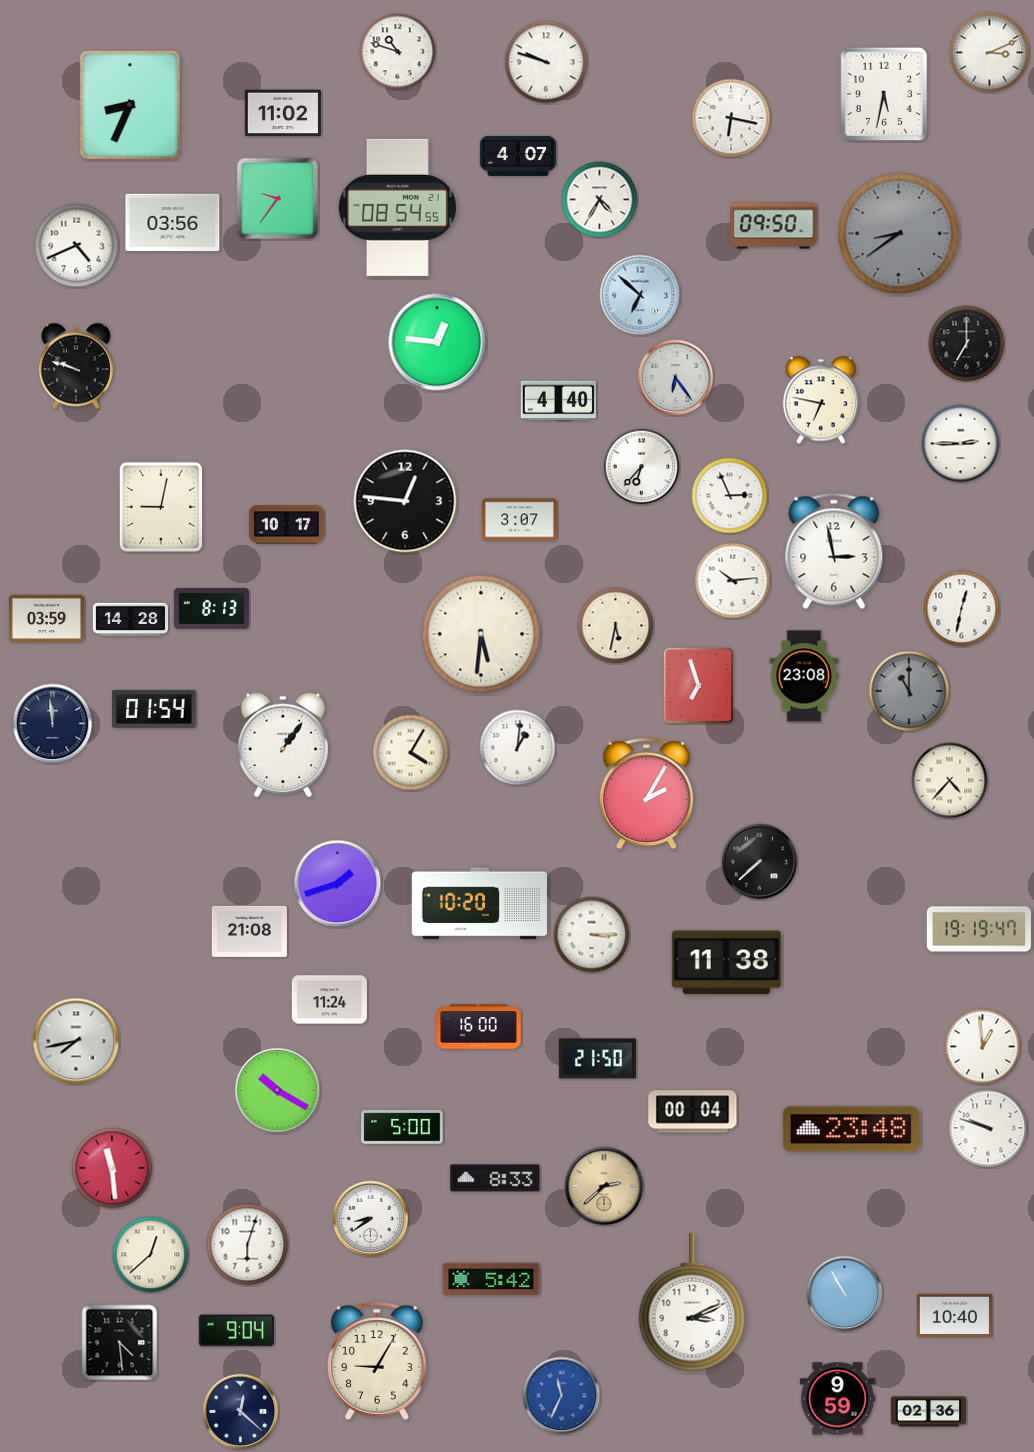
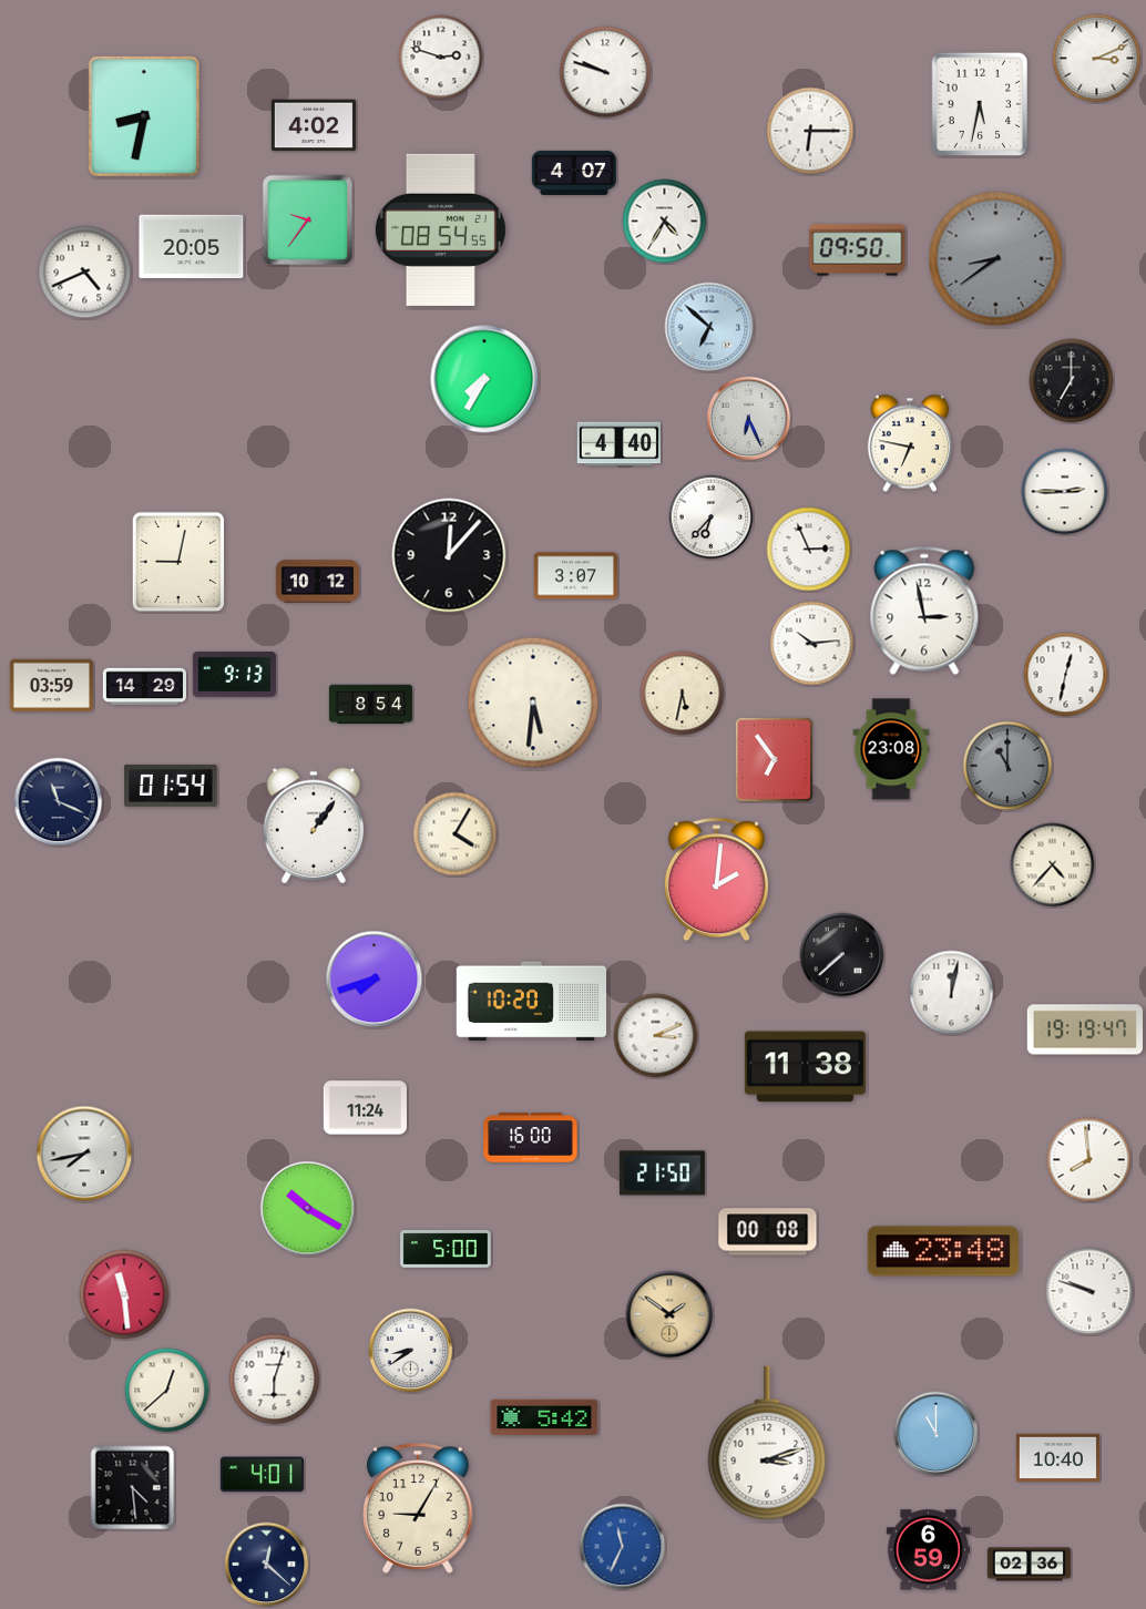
clock at (398, 52): 10:48 -> 2:48
clock at (546, 62) position: (546, 62) -> (605, 72)
clock at (130, 105): 8:34 -> 8:32
clock at (283, 113): 11:02 -> 4:02
clock at (731, 118): 6:17 -> 6:15
clock at (173, 223): 03:56 -> 20:05
clock at (437, 342): 12:46 -> 7:35
clock at (76, 366): 9:48 -> none
clock at (676, 378): 6:24 -> 6:26
clock at (405, 501): 12:46 -> 12:07
clock at (286, 525): 10:17 -> 10:12
clock at (211, 609): 8:13 -> 9:13
clock at (130, 620): 14:28 -> 14:29
clock at (370, 705): none -> 8:54
clock at (698, 685): 6:57 -> 6:54
clock at (53, 724): 11:59 -> 11:19
clock at (518, 748): 1:01 -> none
clock at (646, 794): 2:05 -> 2:01
clock at (338, 884): 1:42 -> 7:42
clock at (952, 993): none -> 12:02
clock at (249, 931): 21:08 -> none
clock at (592, 935): 3:15 -> 3:11
clock at (983, 1047): 12:59 -> 7:59
clock at (693, 1112): 00:04 -> 00:08
clock at (988, 1128) position: (988, 1128) -> (1089, 1291)
clock at (495, 1178): 8:33 -> none
clock at (604, 1186): 2:38 -> 1:51
clock at (845, 1294): 10:55 -> 11:00
clock at (692, 1302): 3:11 -> 3:12
clock at (236, 1331): 9:04 -> 4:01
clock at (837, 1399): 9:59 -> 6:59
